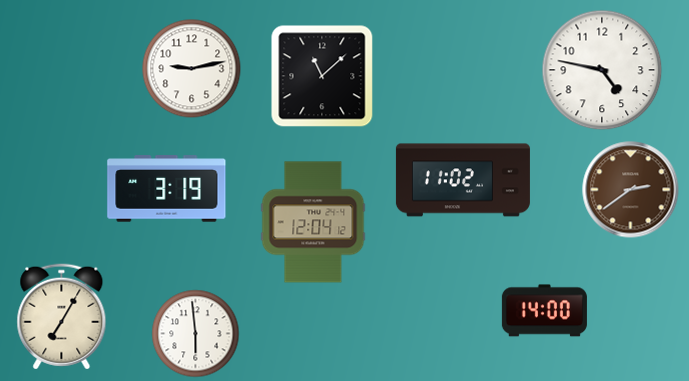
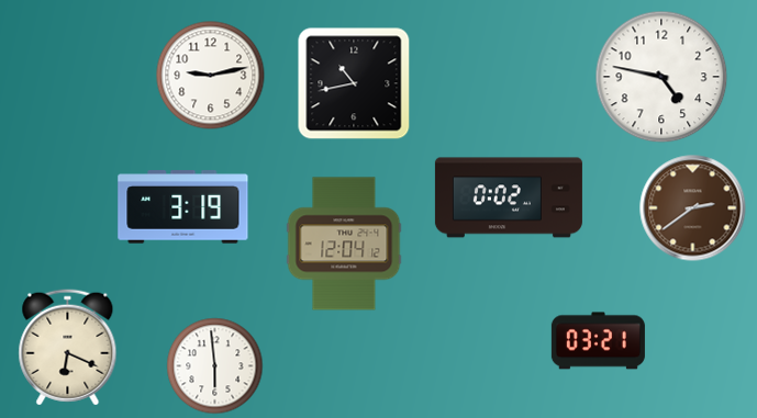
clock at (322, 76): 11:08 -> 10:43
clock at (463, 180): 11:02 -> 0:02
clock at (544, 311): 14:00 -> 03:21
clock at (62, 317): 7:05 -> 6:19
